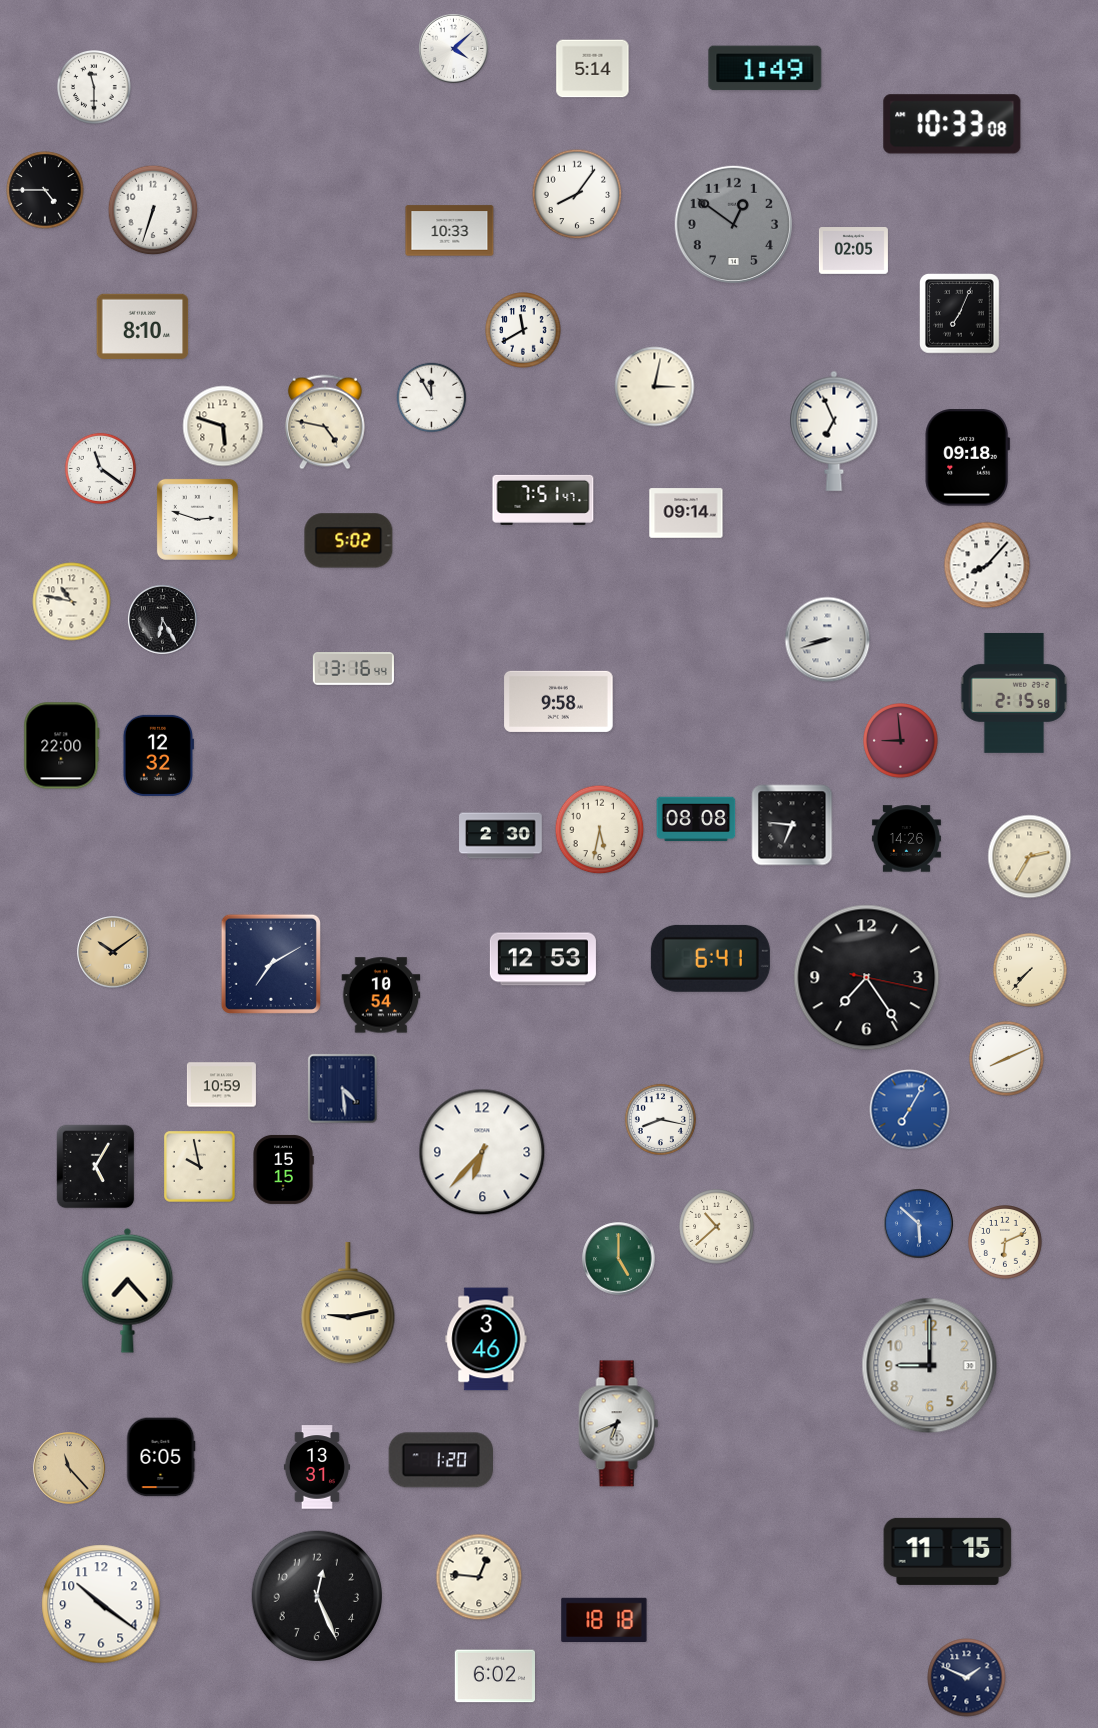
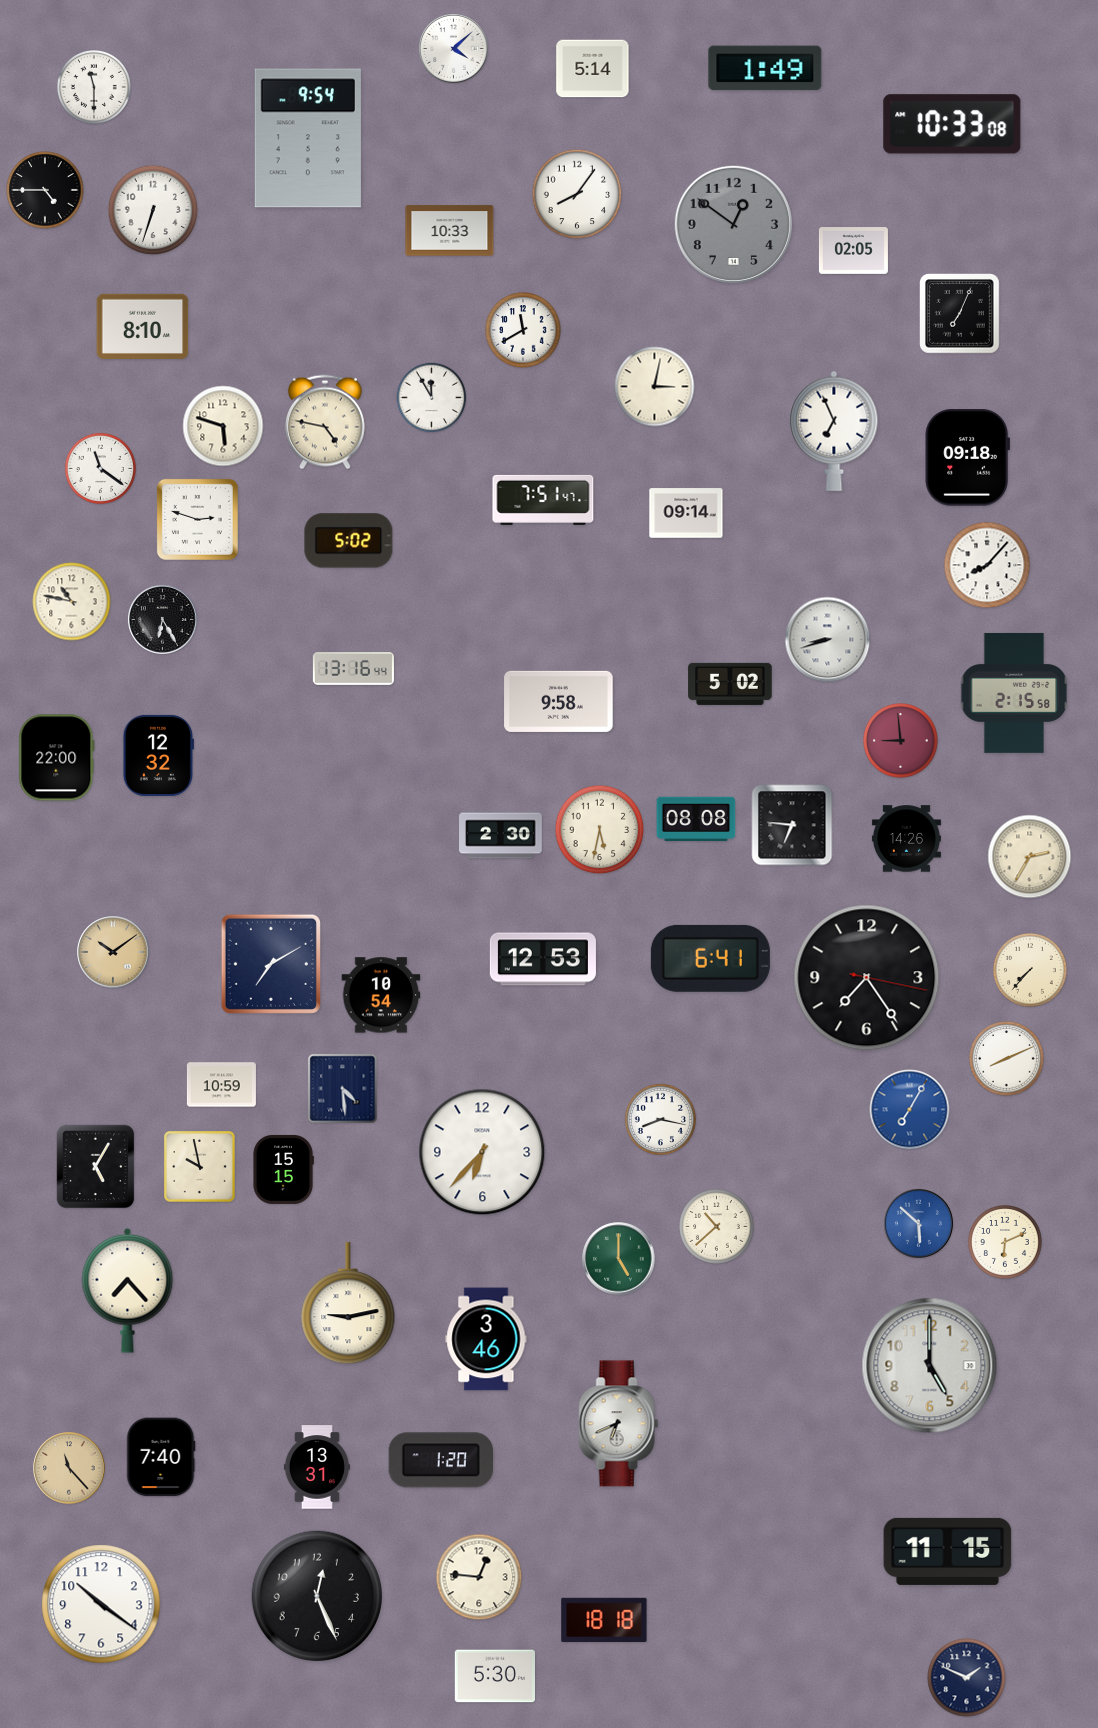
clock at (308, 138): none -> 9:54
clock at (730, 684): none -> 5:02
clock at (62, 746) position: (62, 746) -> (57, 758)
clock at (930, 1366): 9:00 -> 5:00
clock at (161, 1457): 6:05 -> 7:40
clock at (494, 1676): 6:02 -> 5:30
